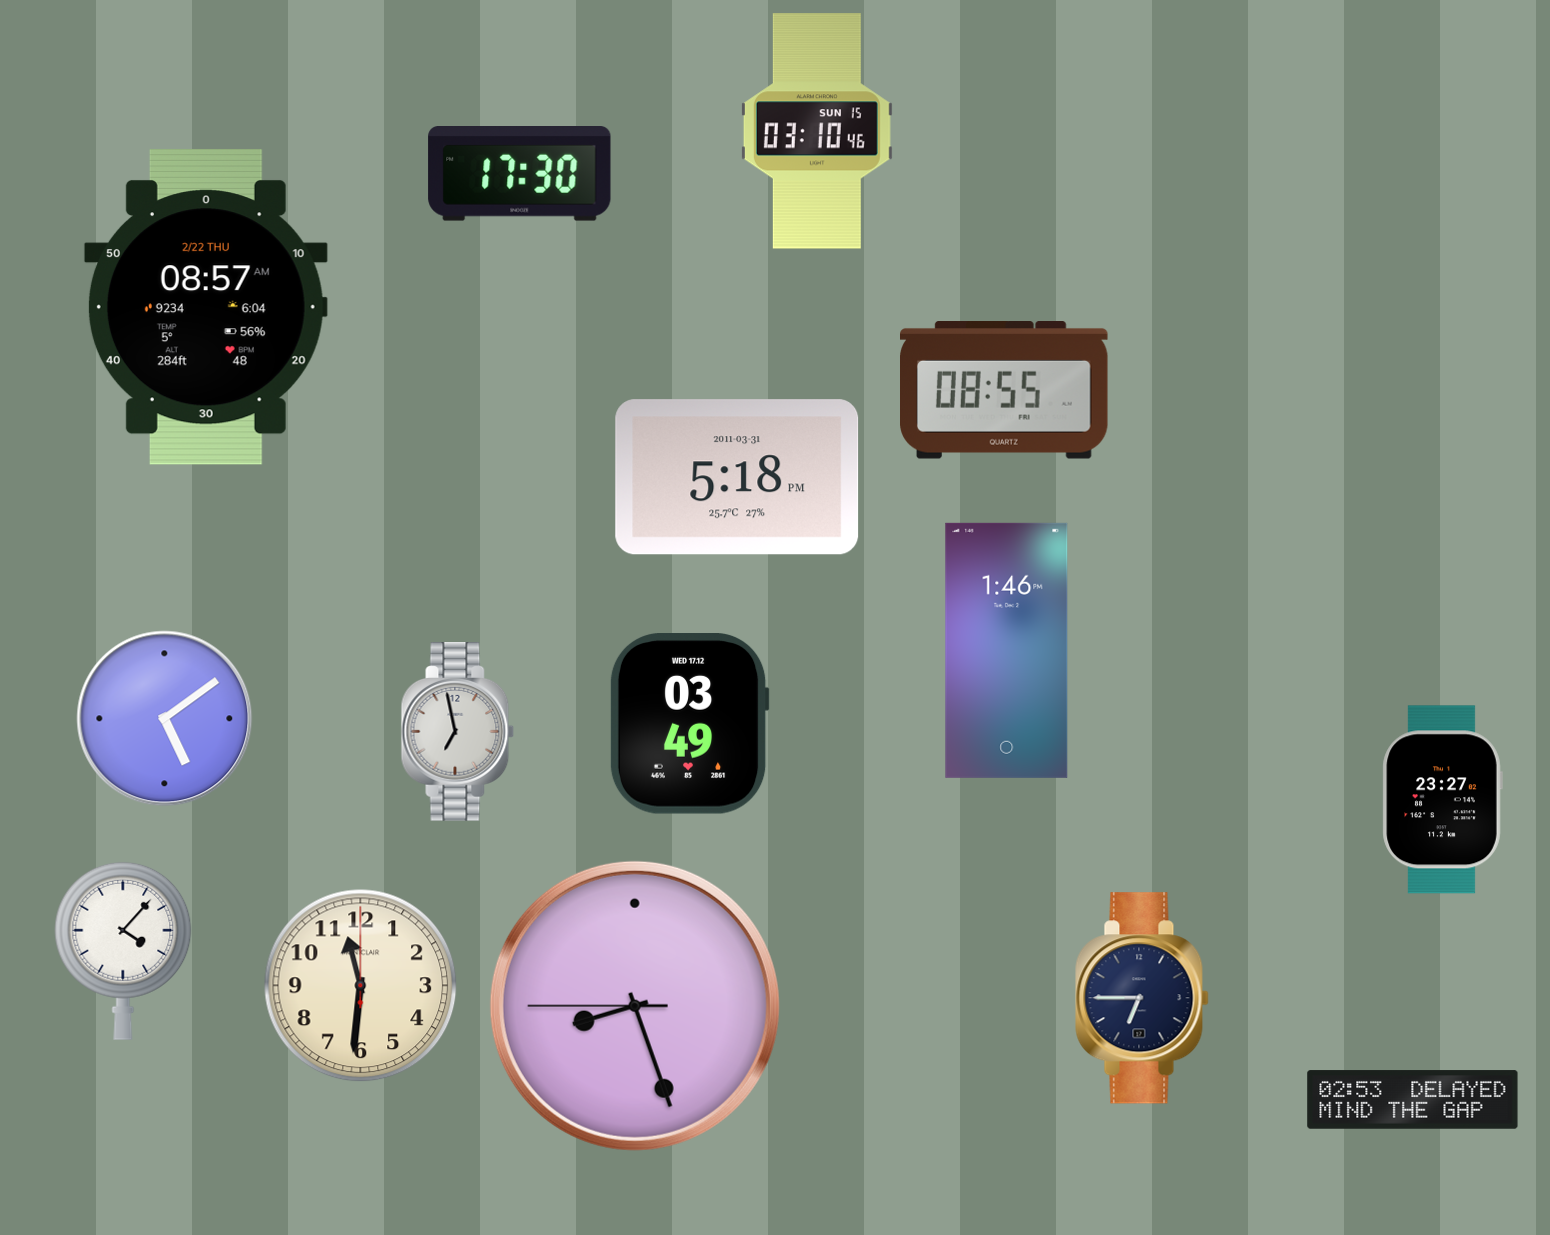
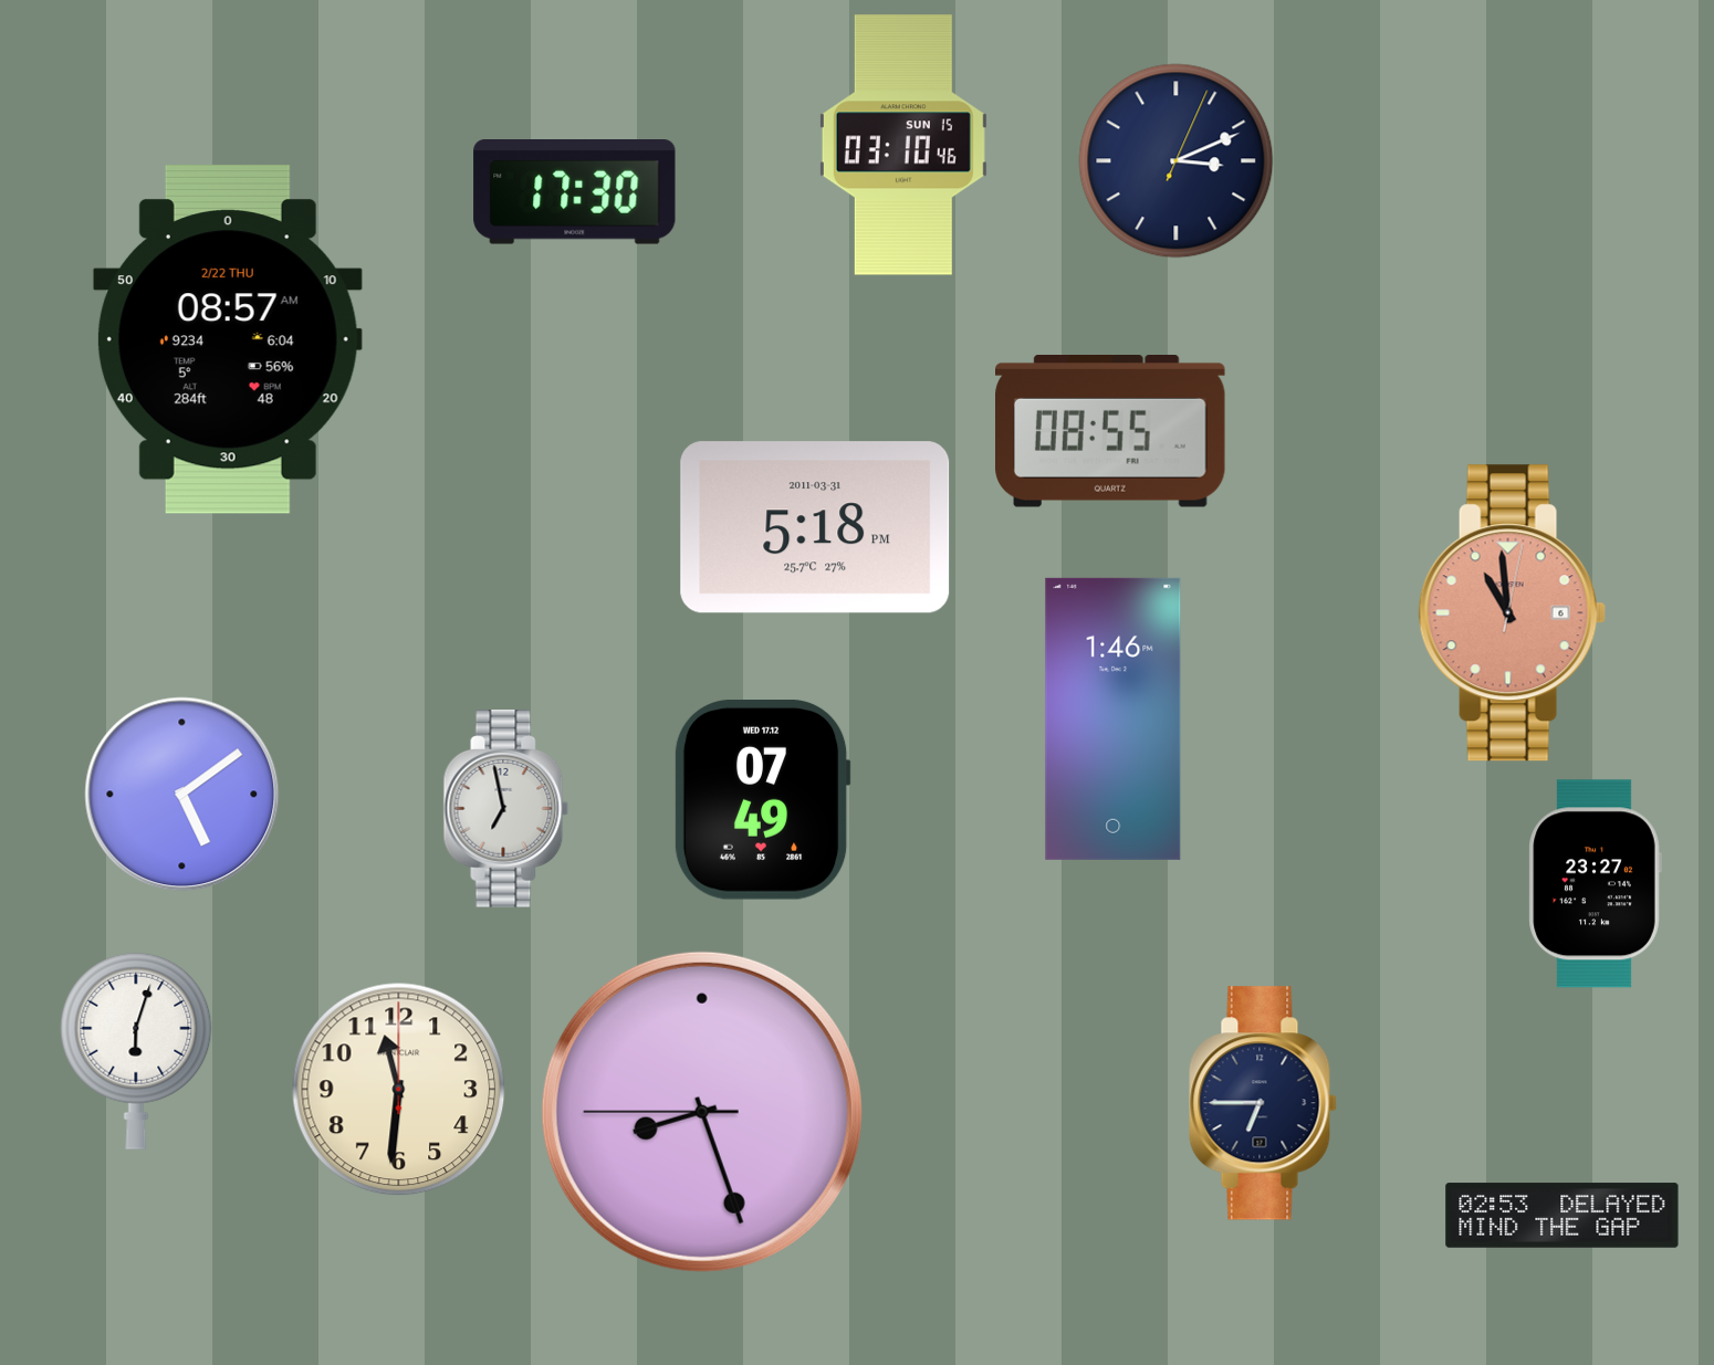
clock at (1177, 161): none -> 3:11
clock at (1512, 613): none -> 10:59
clock at (689, 724): 03:49 -> 07:49
clock at (123, 951): 4:07 -> 6:03
